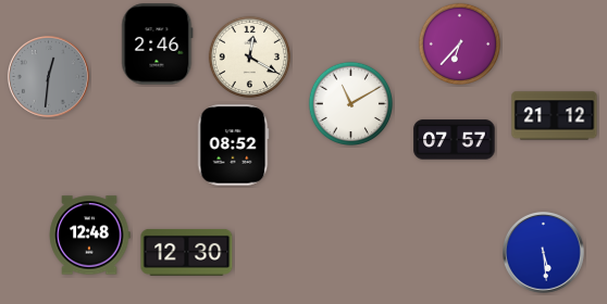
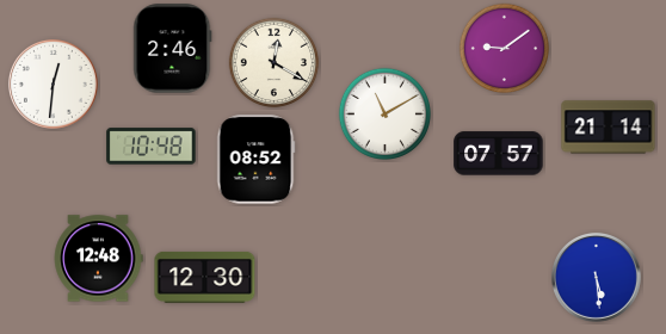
clock at (460, 45): 6:37 -> 9:09
clock at (48, 76) dial: grey -> white
clock at (555, 116): 21:12 -> 21:14
clock at (152, 147): none -> 10:48
